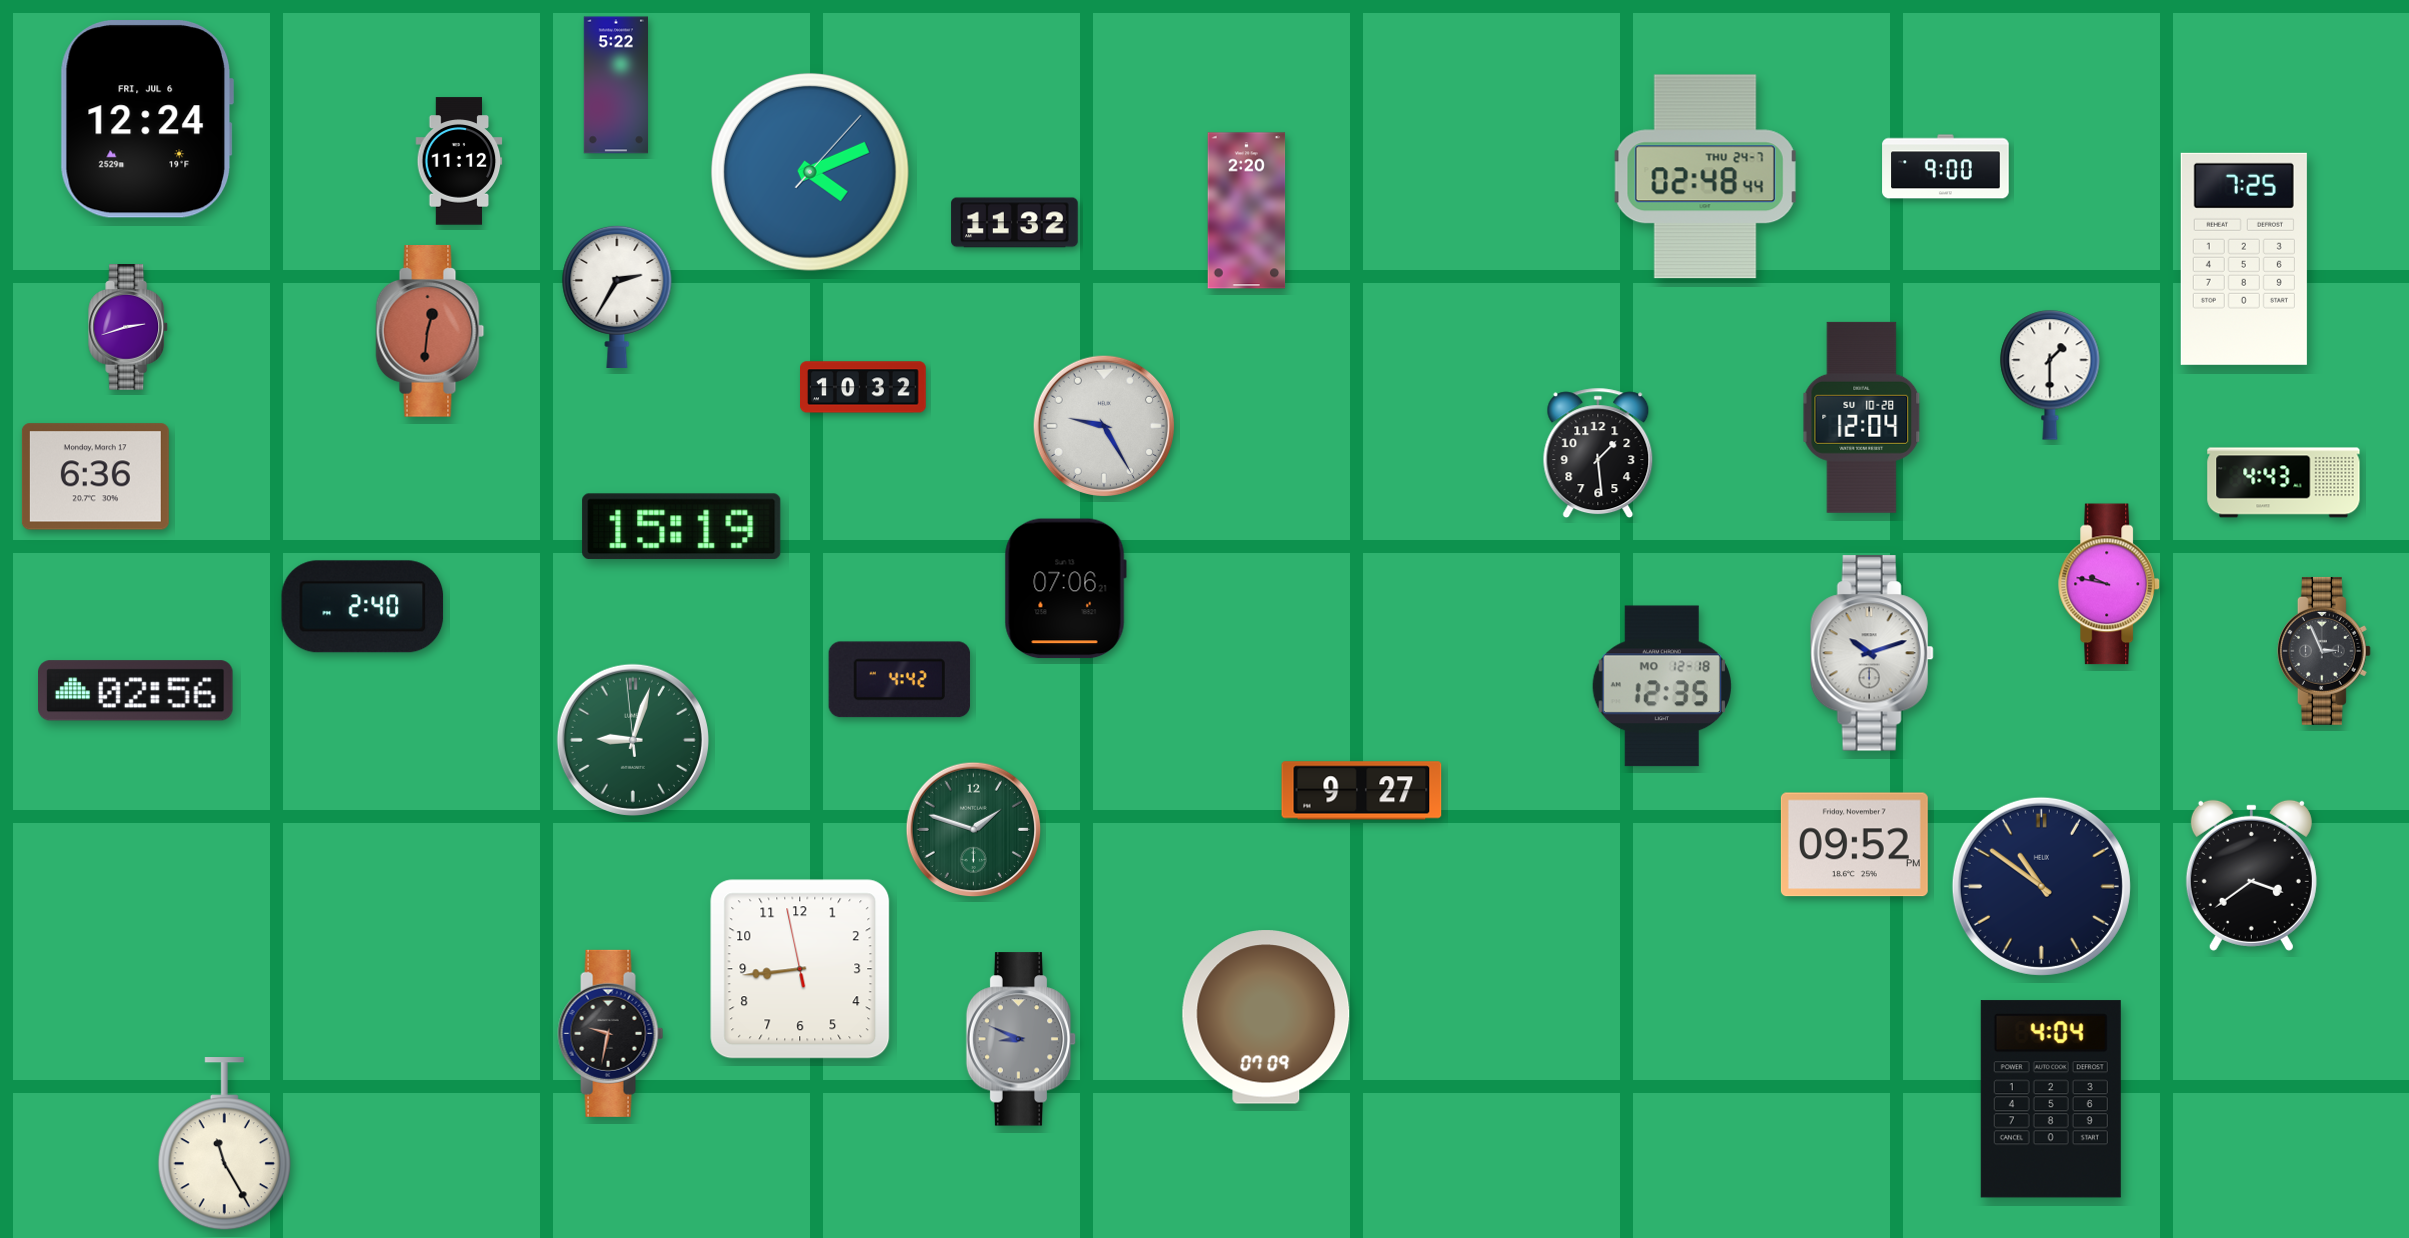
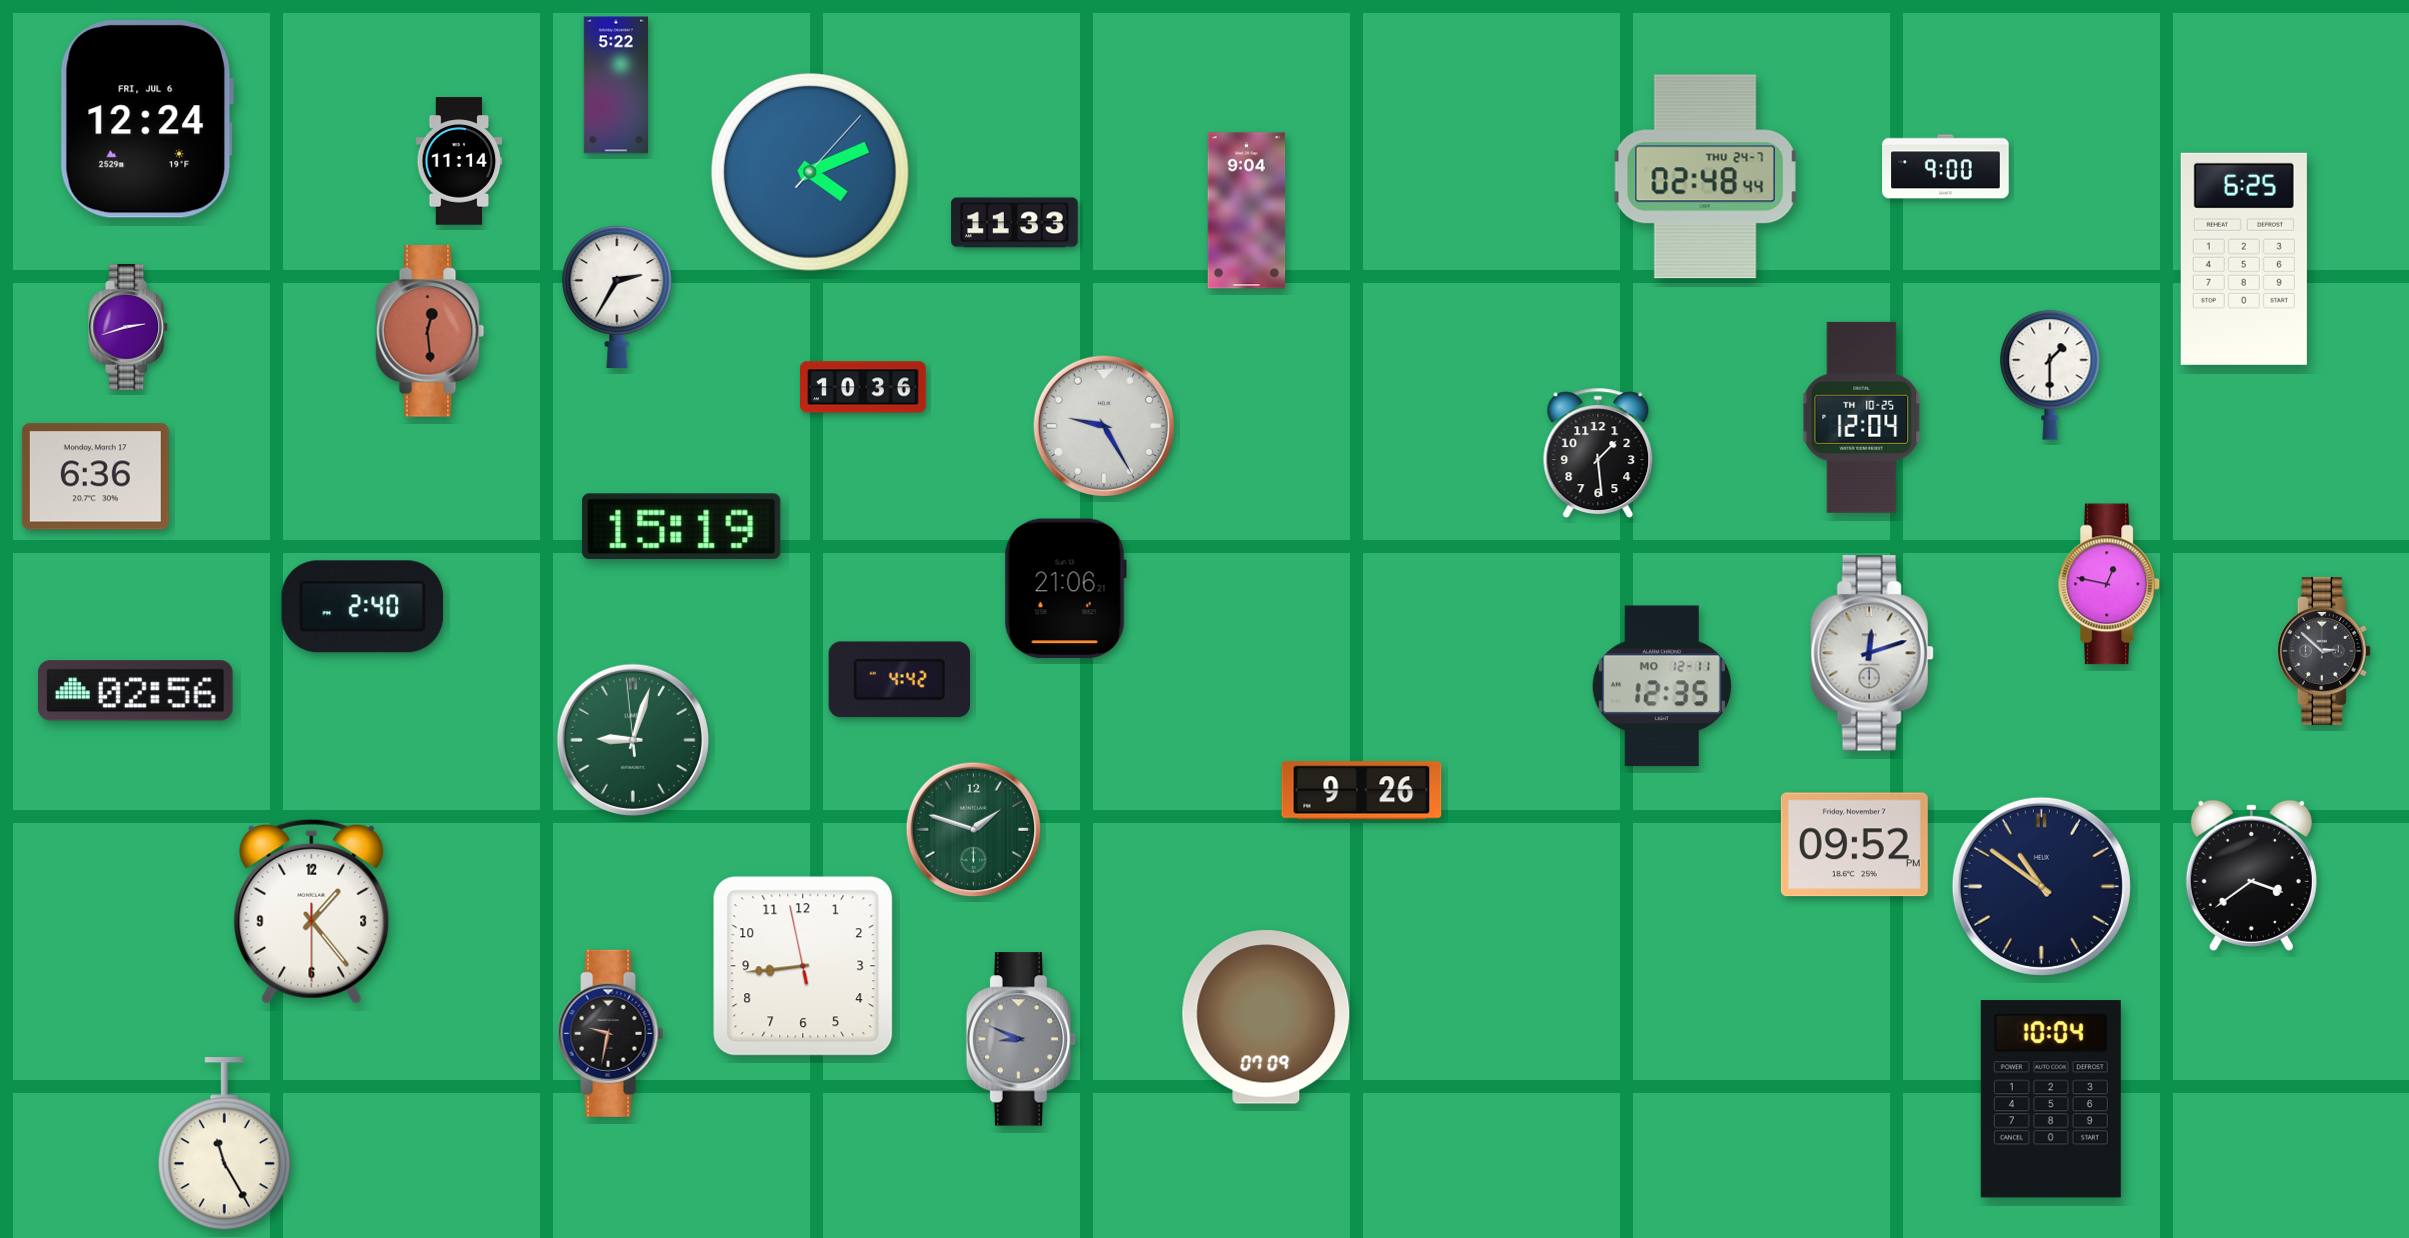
clock at (459, 161): 11:12 -> 11:14
clock at (1247, 211): 2:20 -> 9:04
clock at (1015, 223): 11:32 -> 11:33
clock at (2244, 259): 7:25 -> 6:25
clock at (430, 331): 12:31 -> 12:29
clock at (864, 387): 10:32 -> 10:36
clock at (1862, 417) date: SU 10-28 -> TH 10-25
clock at (2284, 483): 4:43 -> none
clock at (2110, 584): 9:47 -> 12:47
clock at (1065, 589): 07:06 -> 21:06
clock at (2324, 651): 2:56 -> 2:52
clock at (1872, 653): 10:12 -> 12:12
clock at (1662, 686) date: MO 12-18 -> MO 12-11
clock at (1362, 791): 9:27 -> 9:26
clock at (312, 911): none -> 1:23
clock at (800, 969) position: (800, 969) -> (803, 966)
clock at (2051, 1099): 4:04 -> 10:04
